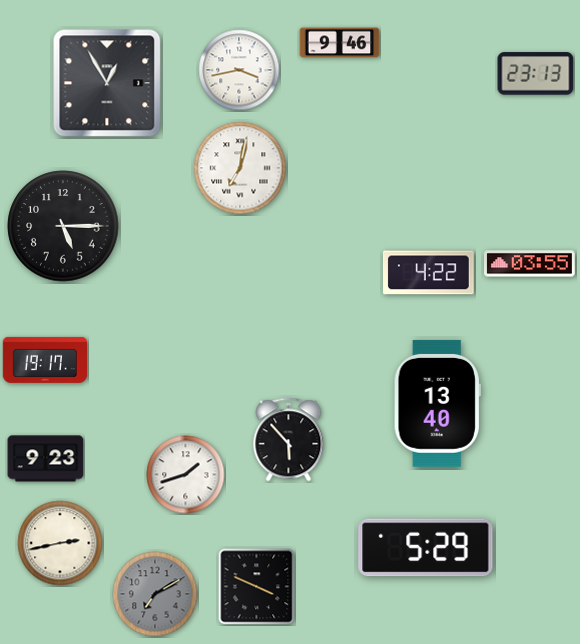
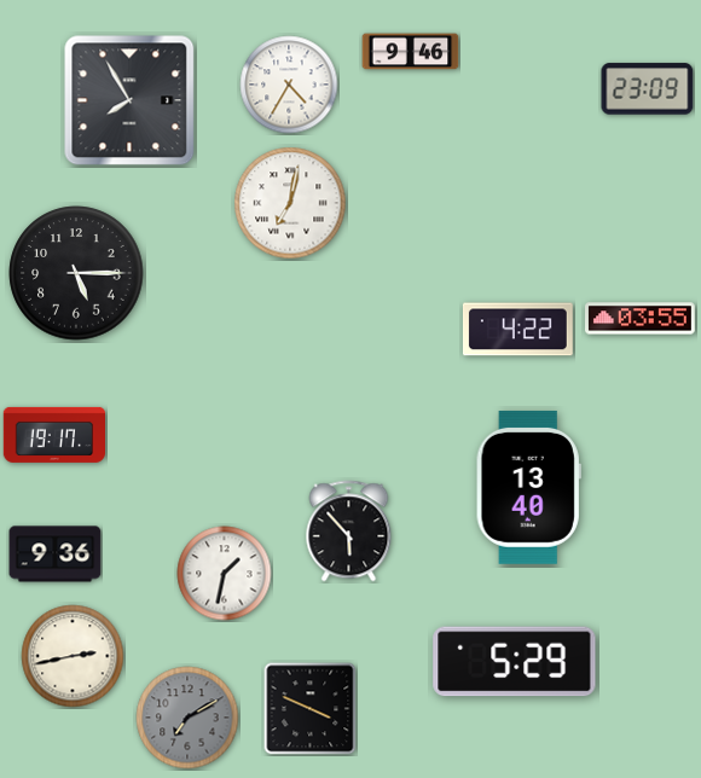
clock at (239, 70): 3:43 -> 4:35
clock at (536, 74): 23:13 -> 23:09
clock at (107, 83): 12:55 -> 7:55
clock at (46, 459): 9:23 -> 9:36
clock at (186, 475): 1:42 -> 1:32
